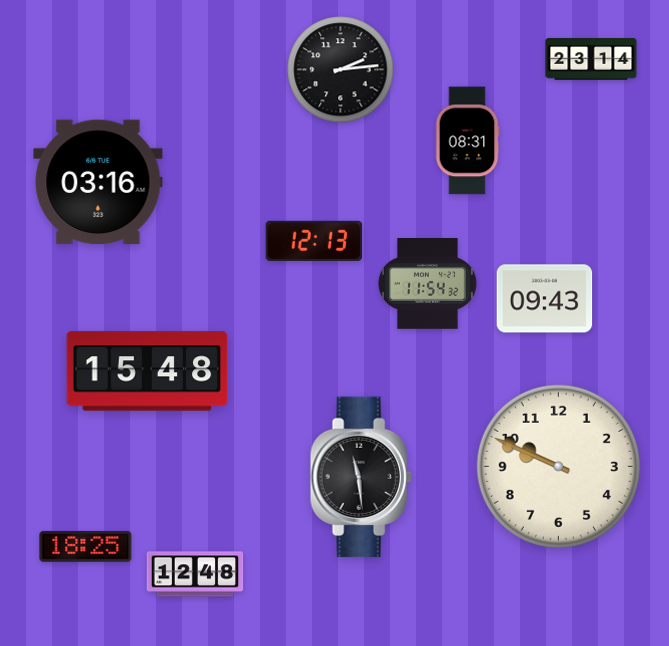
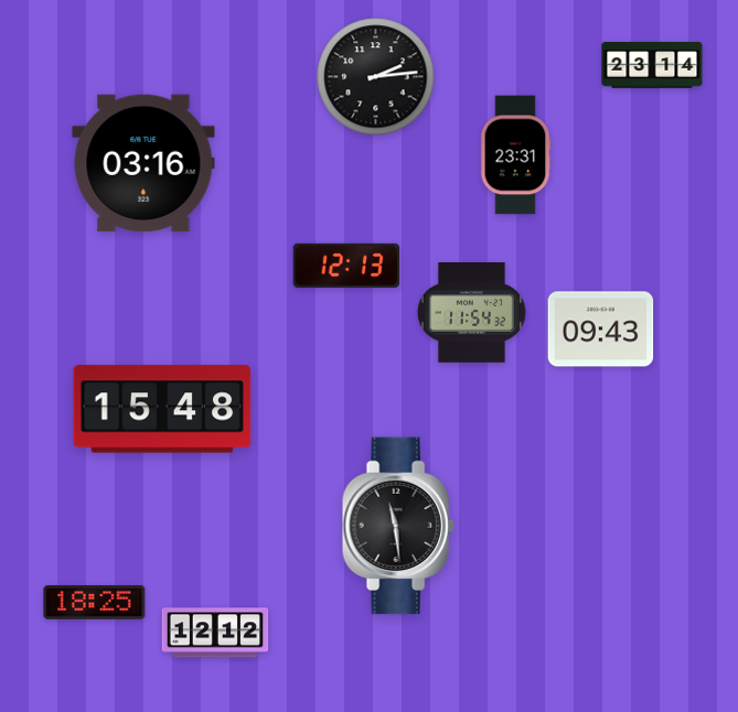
clock at (467, 141): 08:31 -> 23:31
clock at (98, 182) position: (98, 182) -> (143, 163)
clock at (558, 466): 9:49 -> none
clock at (195, 574): 12:48 -> 12:12
